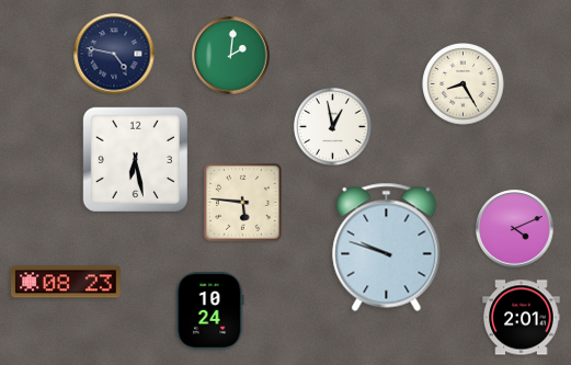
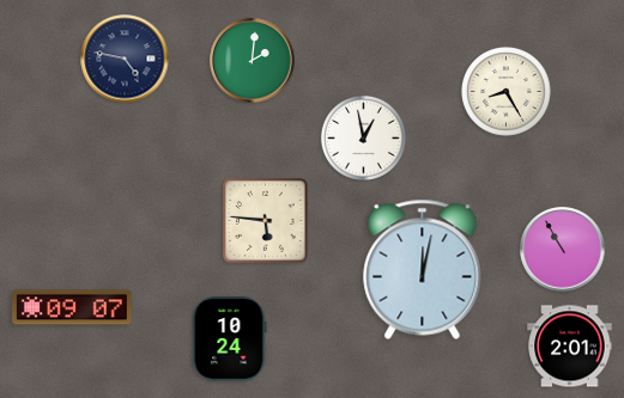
clock at (135, 159): 6:28 -> none
clock at (515, 229): 4:11 -> 10:55
clock at (387, 247): 9:48 -> 12:02
clock at (67, 282): 08:23 -> 09:07
